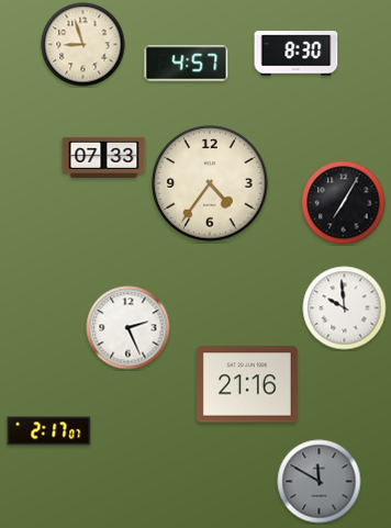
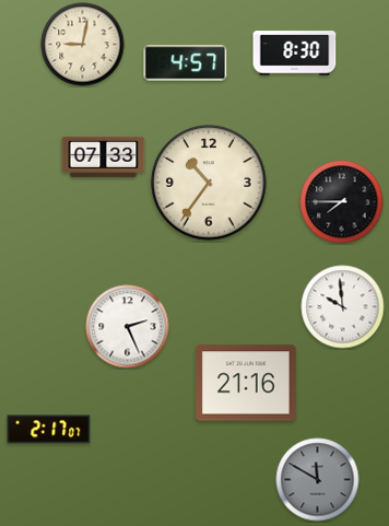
clock at (83, 45): 8:57 -> 9:02
clock at (210, 183): 4:36 -> 10:36
clock at (344, 203): 7:05 -> 7:45
